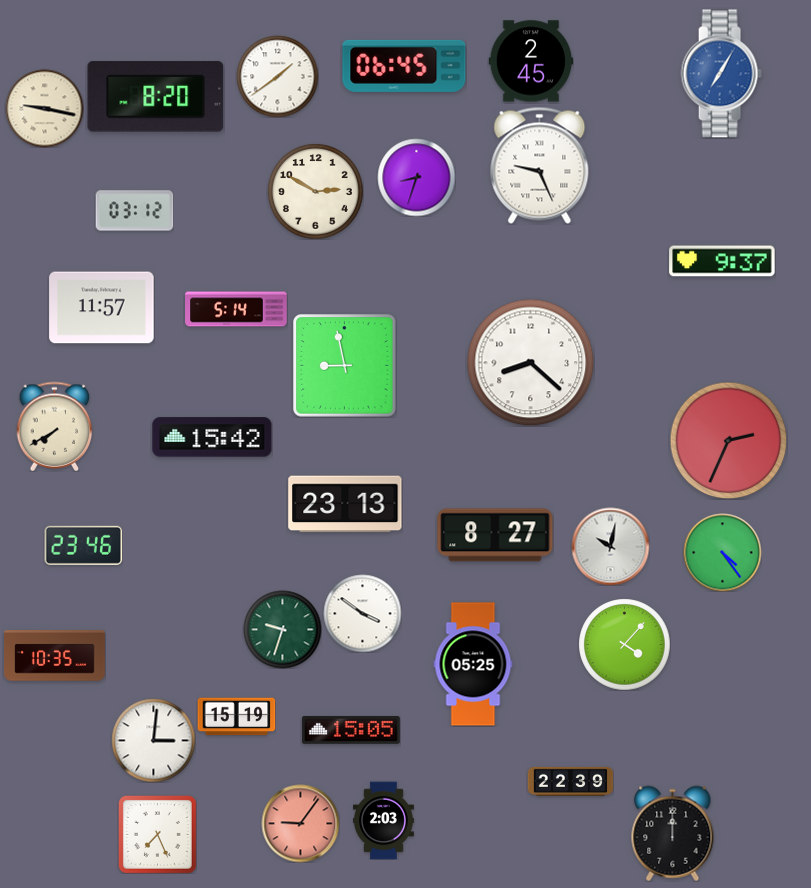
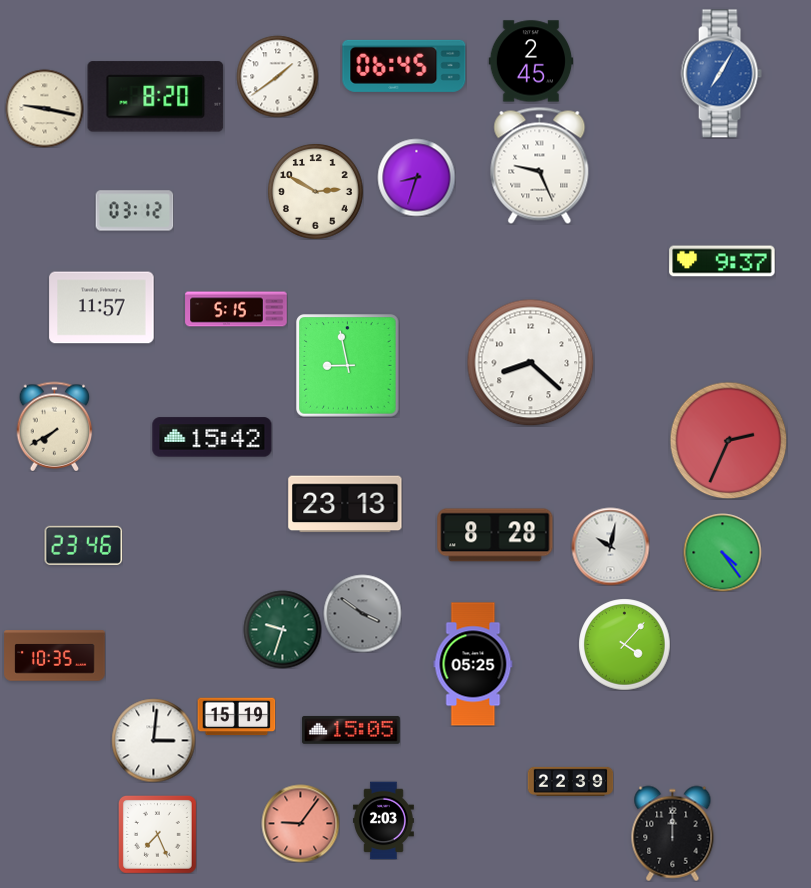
clock at (236, 309): 5:14 -> 5:15
clock at (345, 366) position: (345, 366) -> (348, 366)
clock at (495, 535): 8:27 -> 8:28
clock at (362, 613) dial: white -> grey
